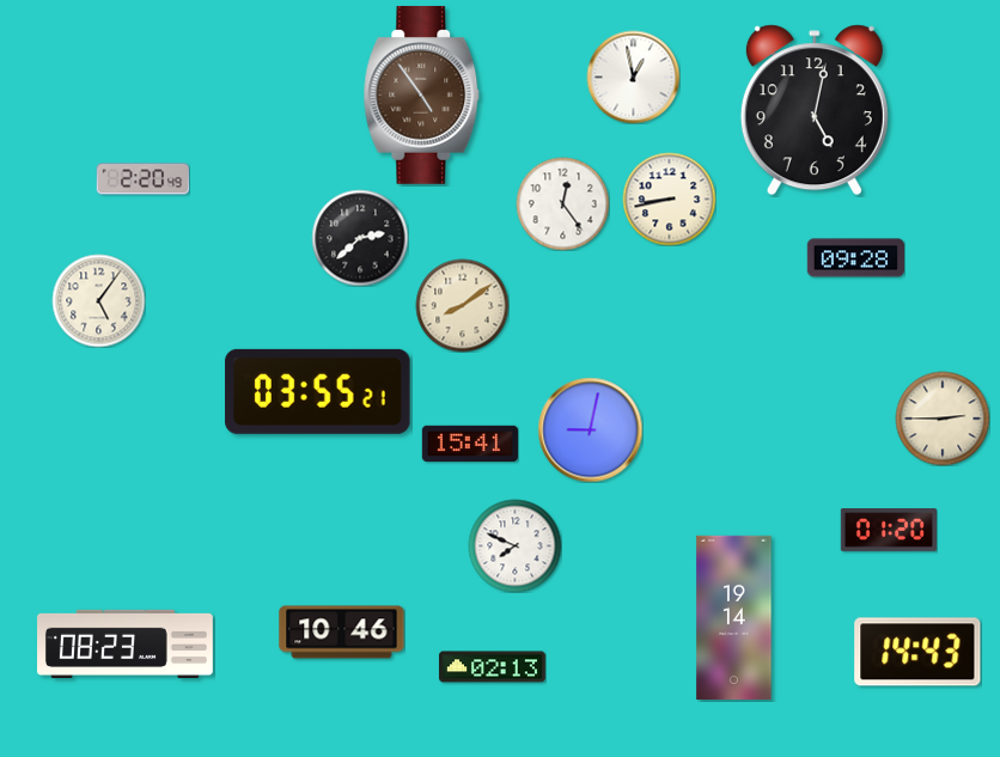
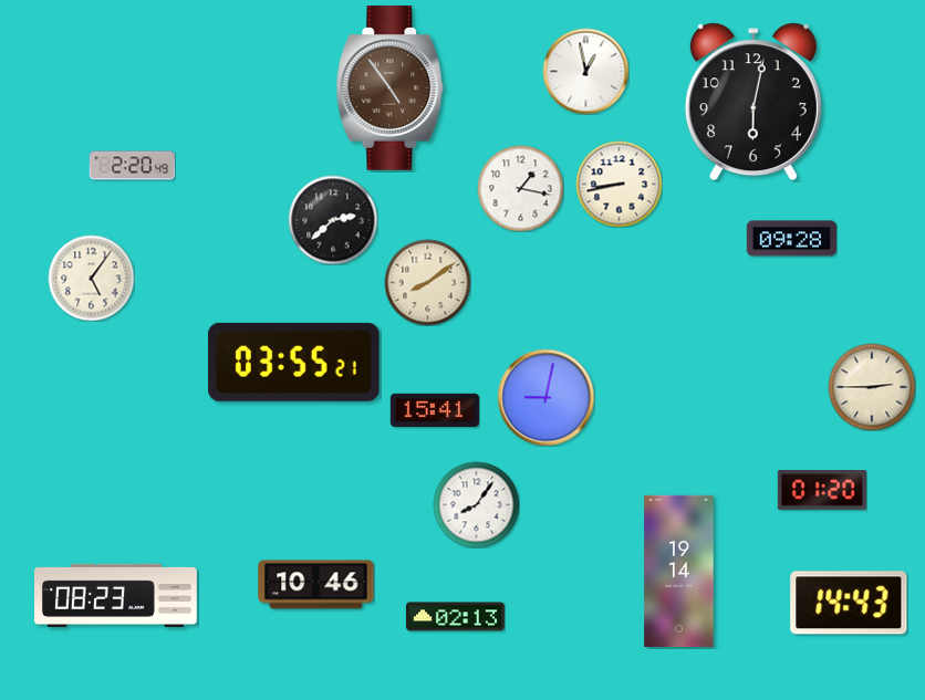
clock at (815, 110): 5:02 -> 6:02
clock at (562, 203): 12:24 -> 1:17
clock at (514, 545): 7:49 -> 8:06
